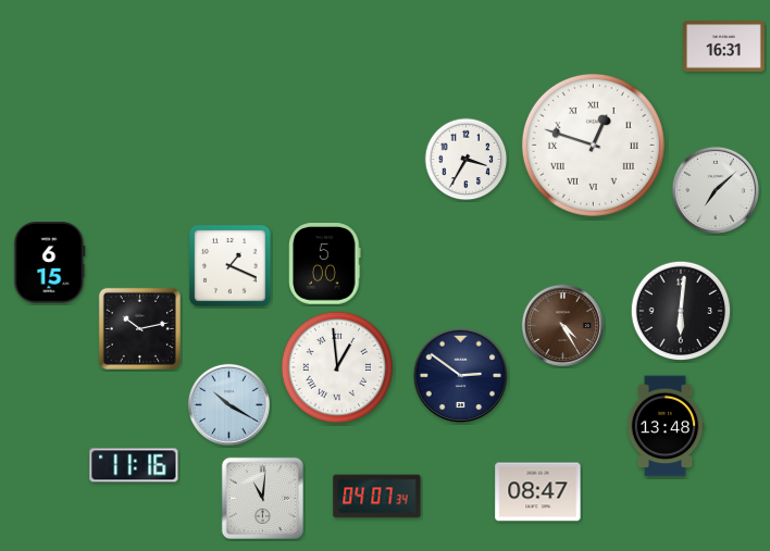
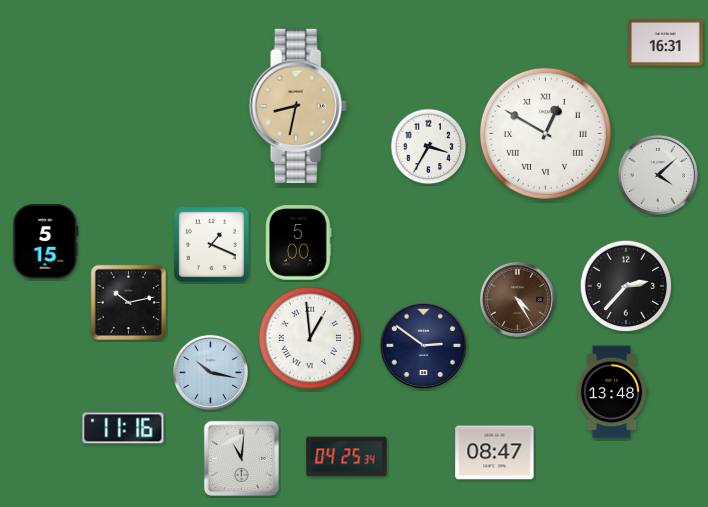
clock at (298, 106): none -> 8:32
clock at (593, 145): 12:48 -> 12:50
clock at (716, 190): 7:08 -> 4:08
clock at (50, 263): 6:15 -> 5:15
clock at (681, 311): 6:01 -> 2:37
clock at (228, 404): 10:20 -> 10:17
clock at (377, 497): 04:07 -> 04:25
